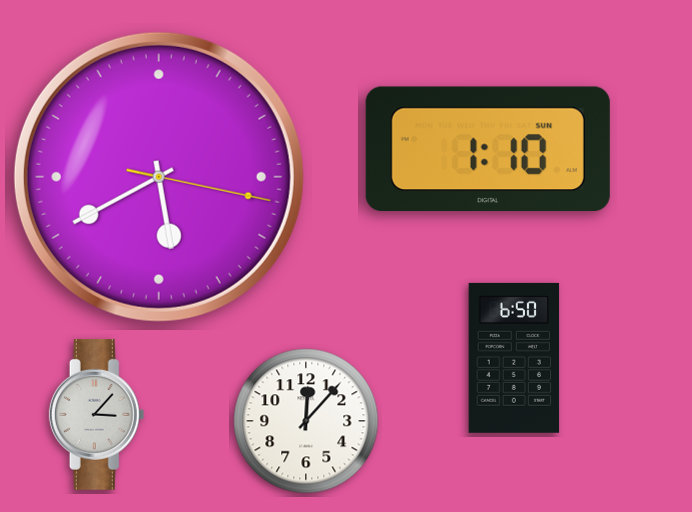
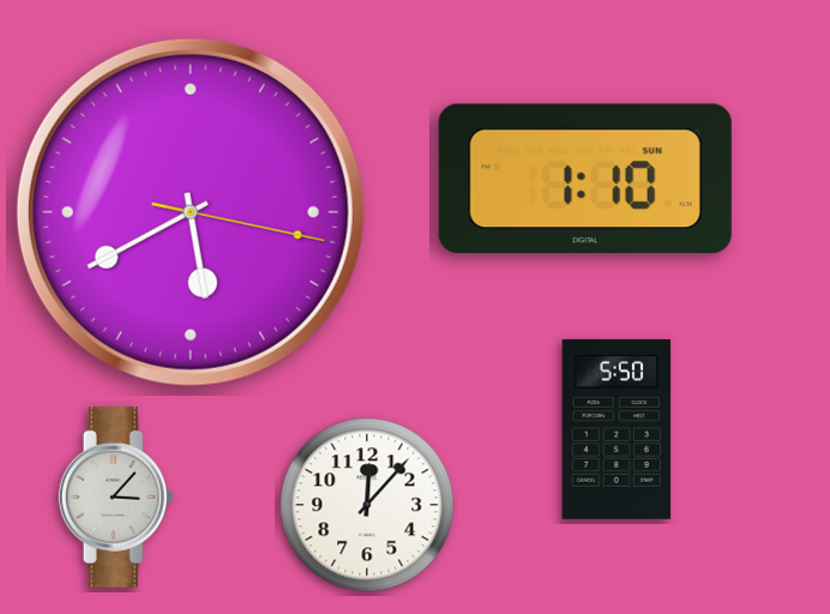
clock at (514, 358): 6:50 -> 5:50
